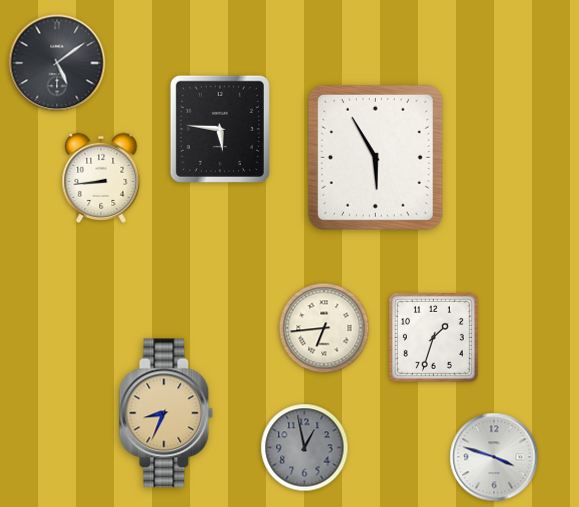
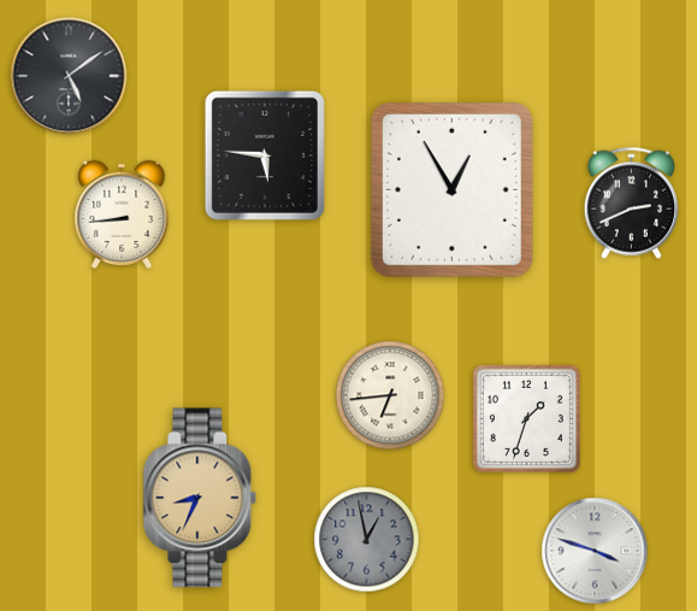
clock at (375, 157): 5:55 -> 12:55
clock at (632, 202): none -> 2:41
clock at (433, 337) position: (433, 337) -> (526, 418)
